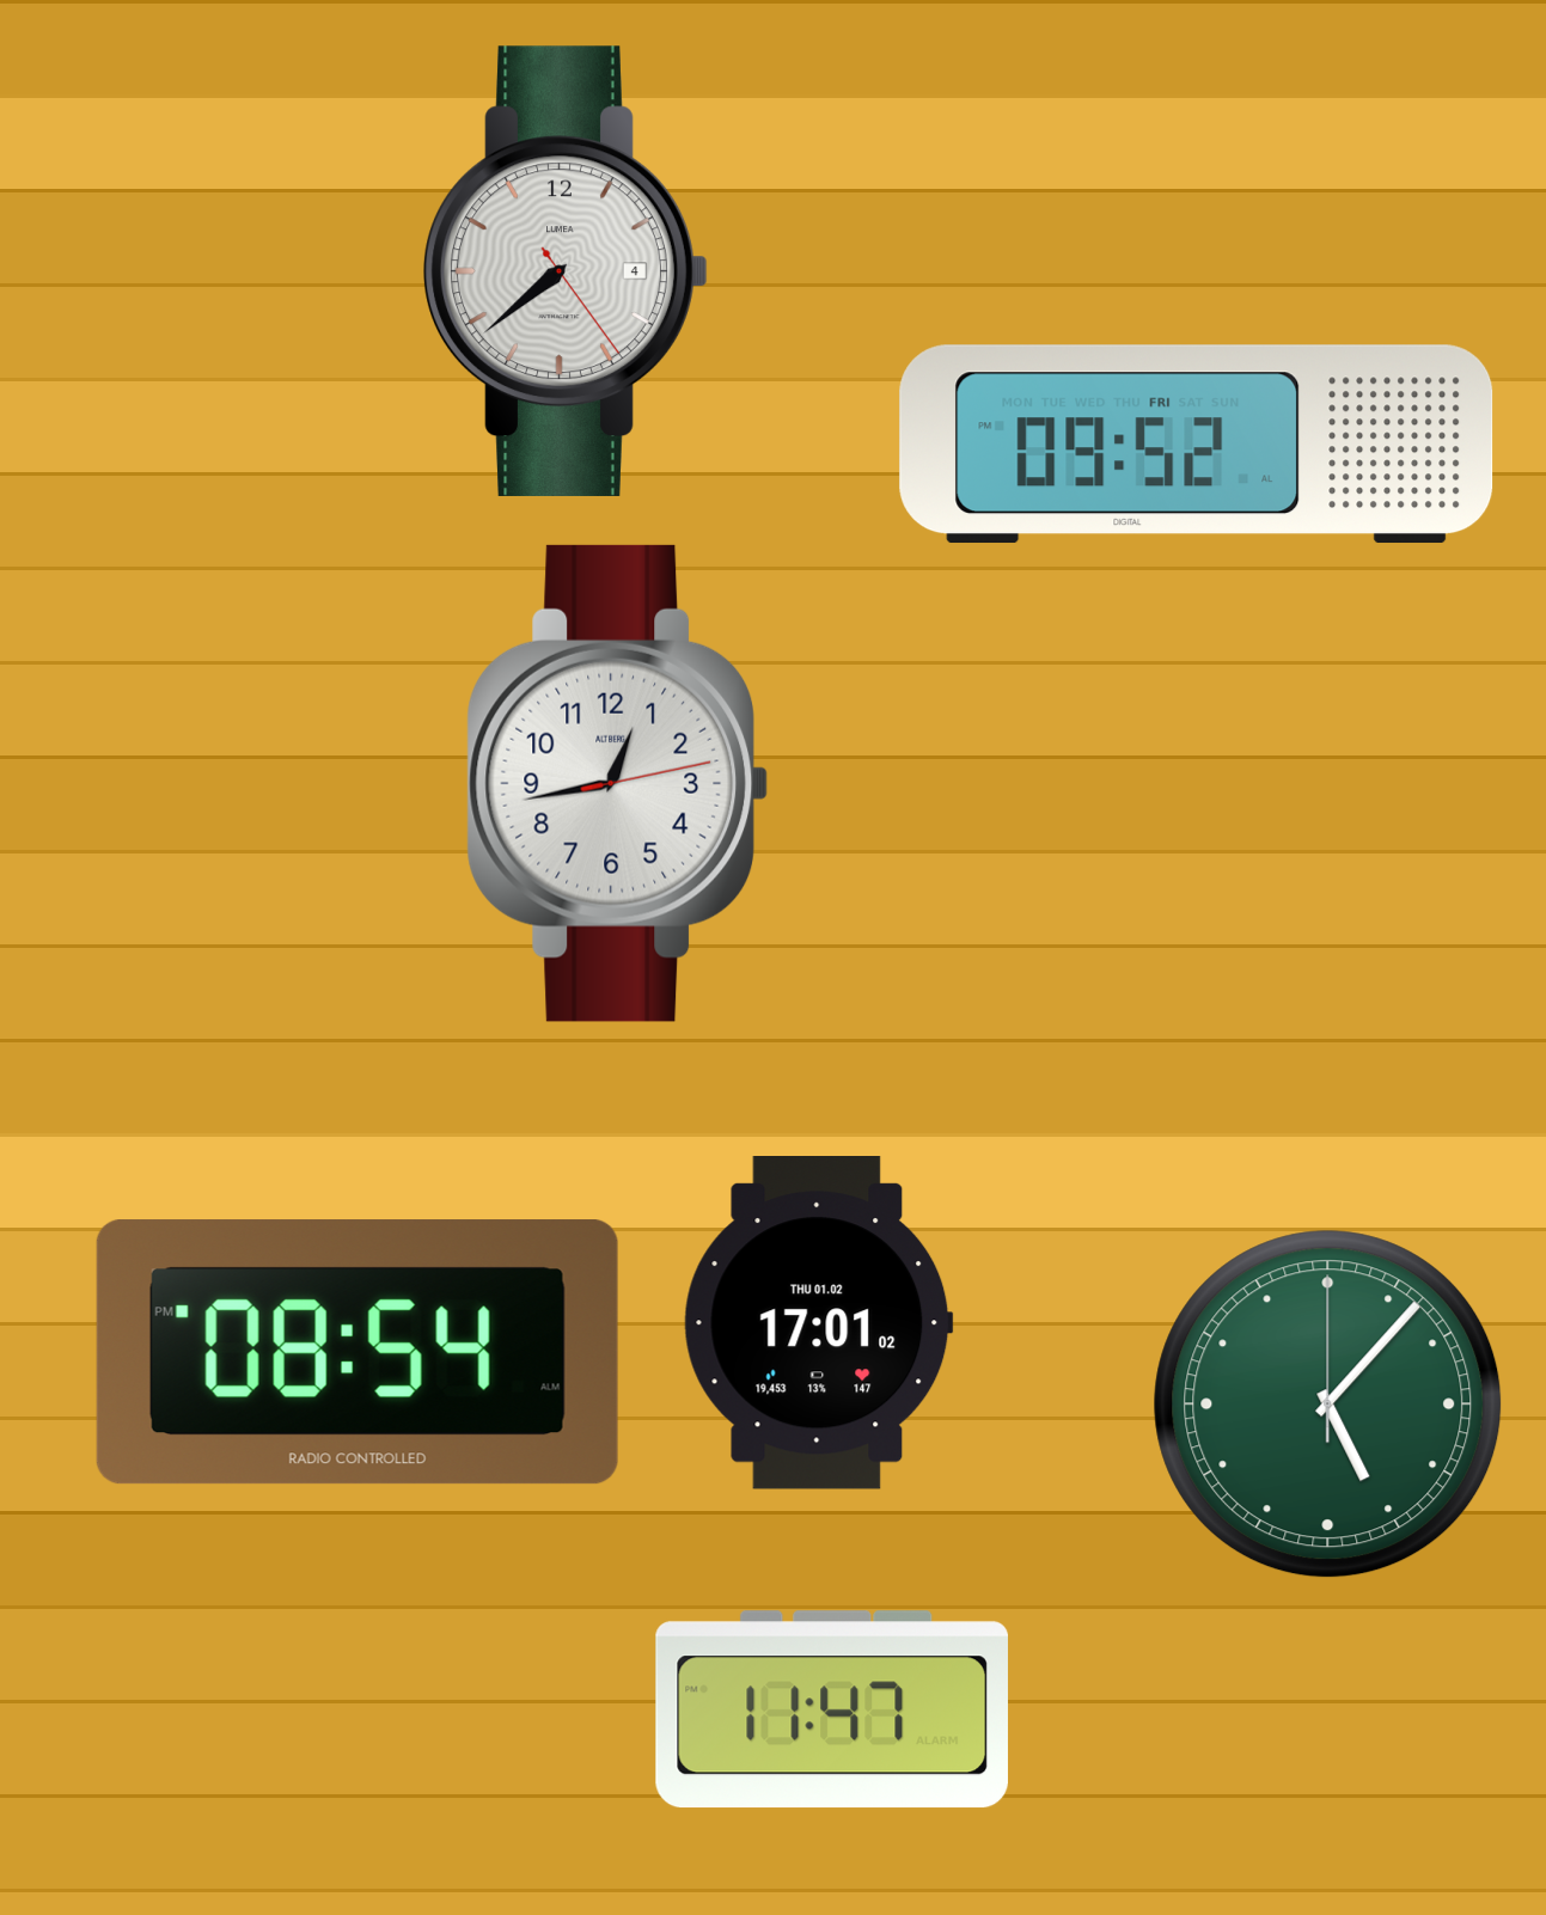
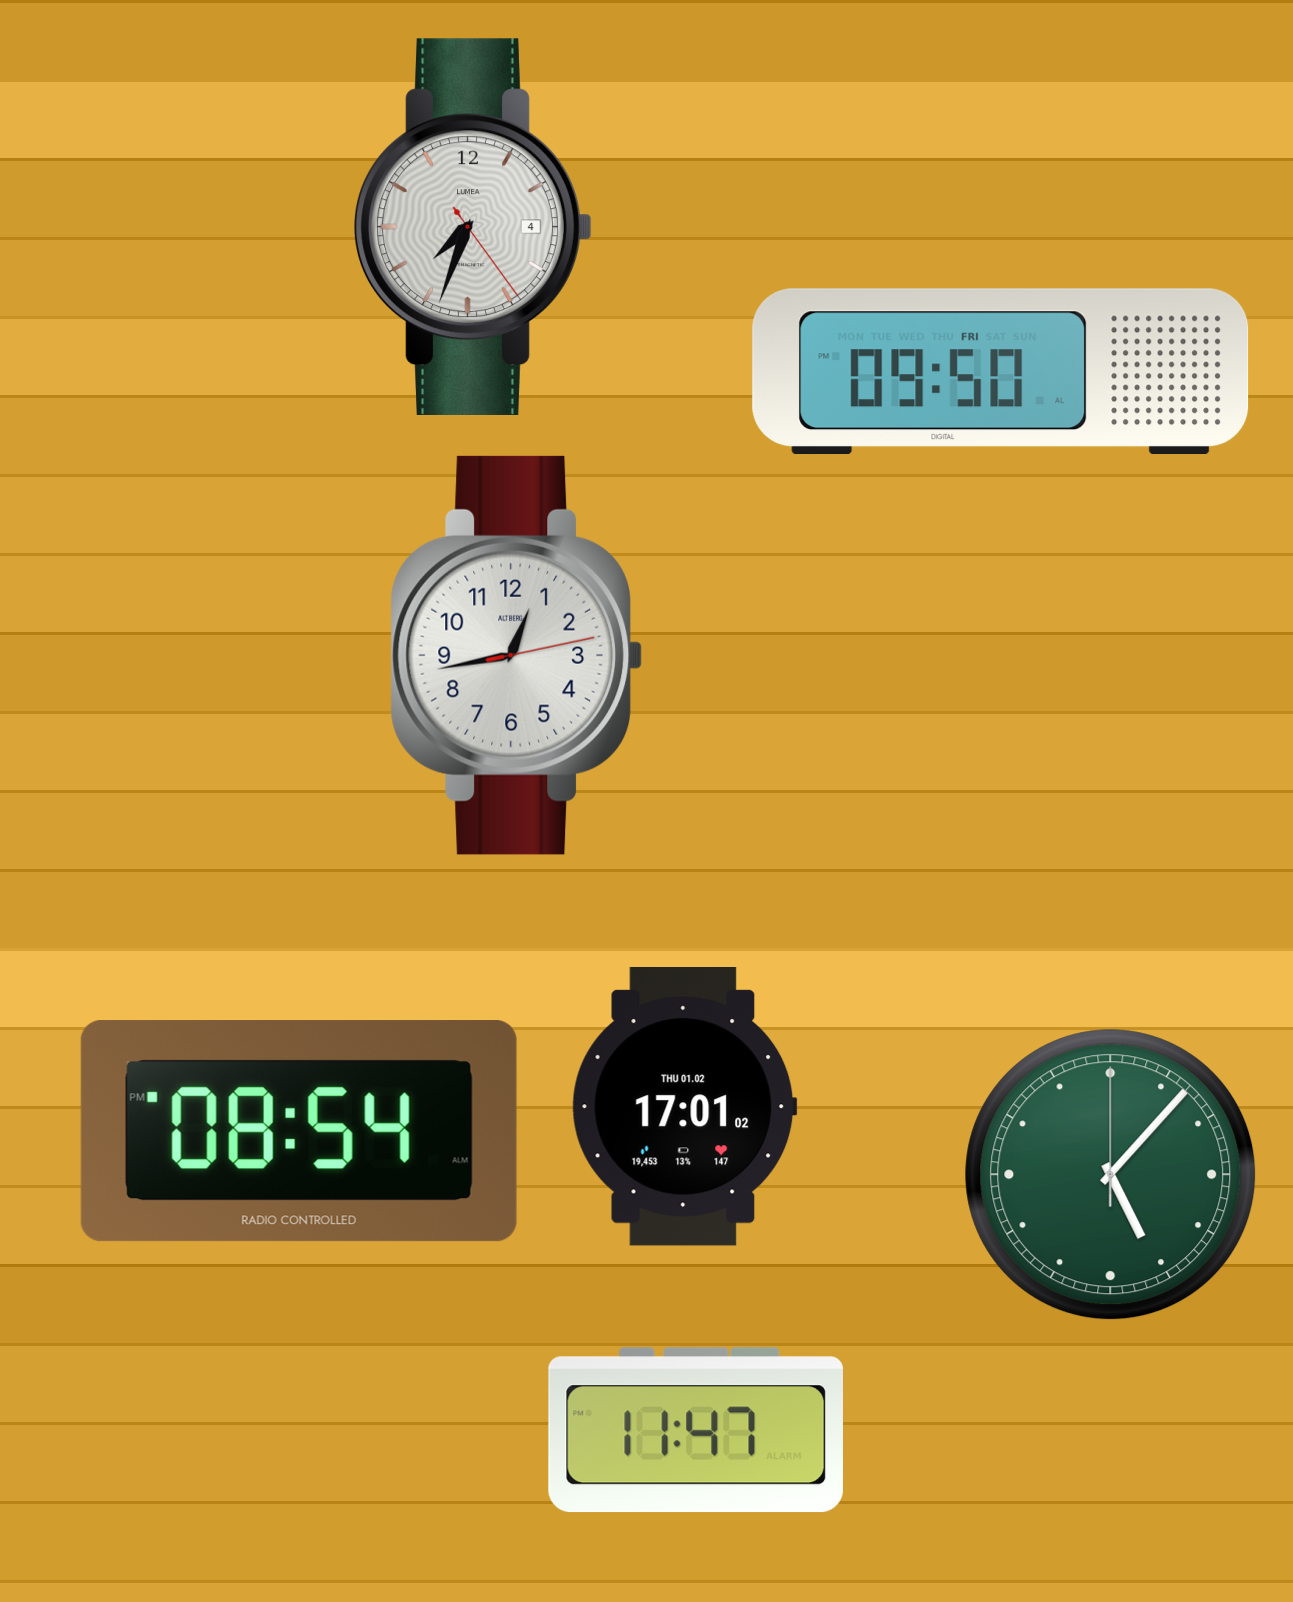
clock at (566, 271): 7:38 -> 7:33
clock at (1197, 445): 09:52 -> 09:50
